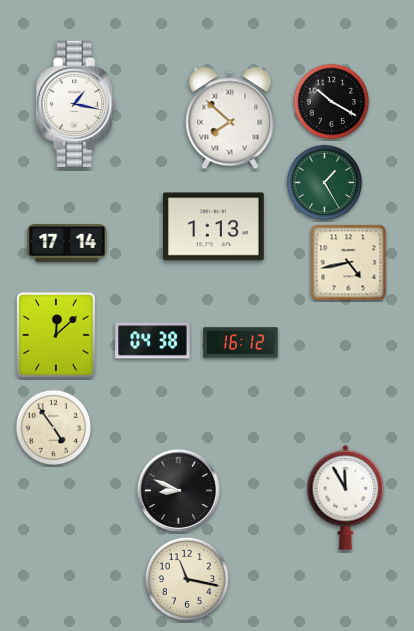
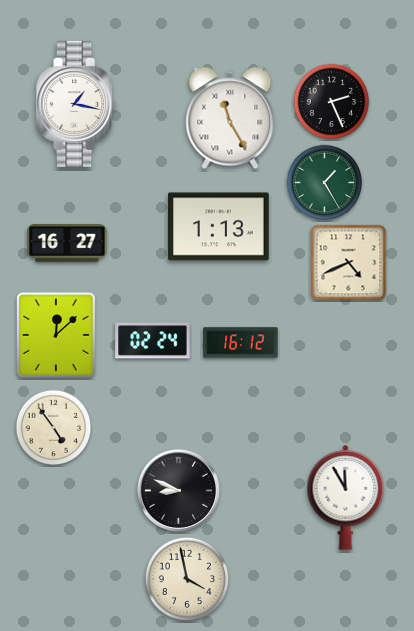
clock at (332, 102): 10:20 -> 2:26
clock at (230, 118): 7:52 -> 11:25
clock at (214, 227) position: (214, 227) -> (219, 227)
clock at (67, 244): 17:14 -> 16:27
clock at (349, 263): 4:43 -> 4:41
clock at (153, 341): 04:38 -> 02:24
clock at (186, 578): 11:17 -> 3:58
